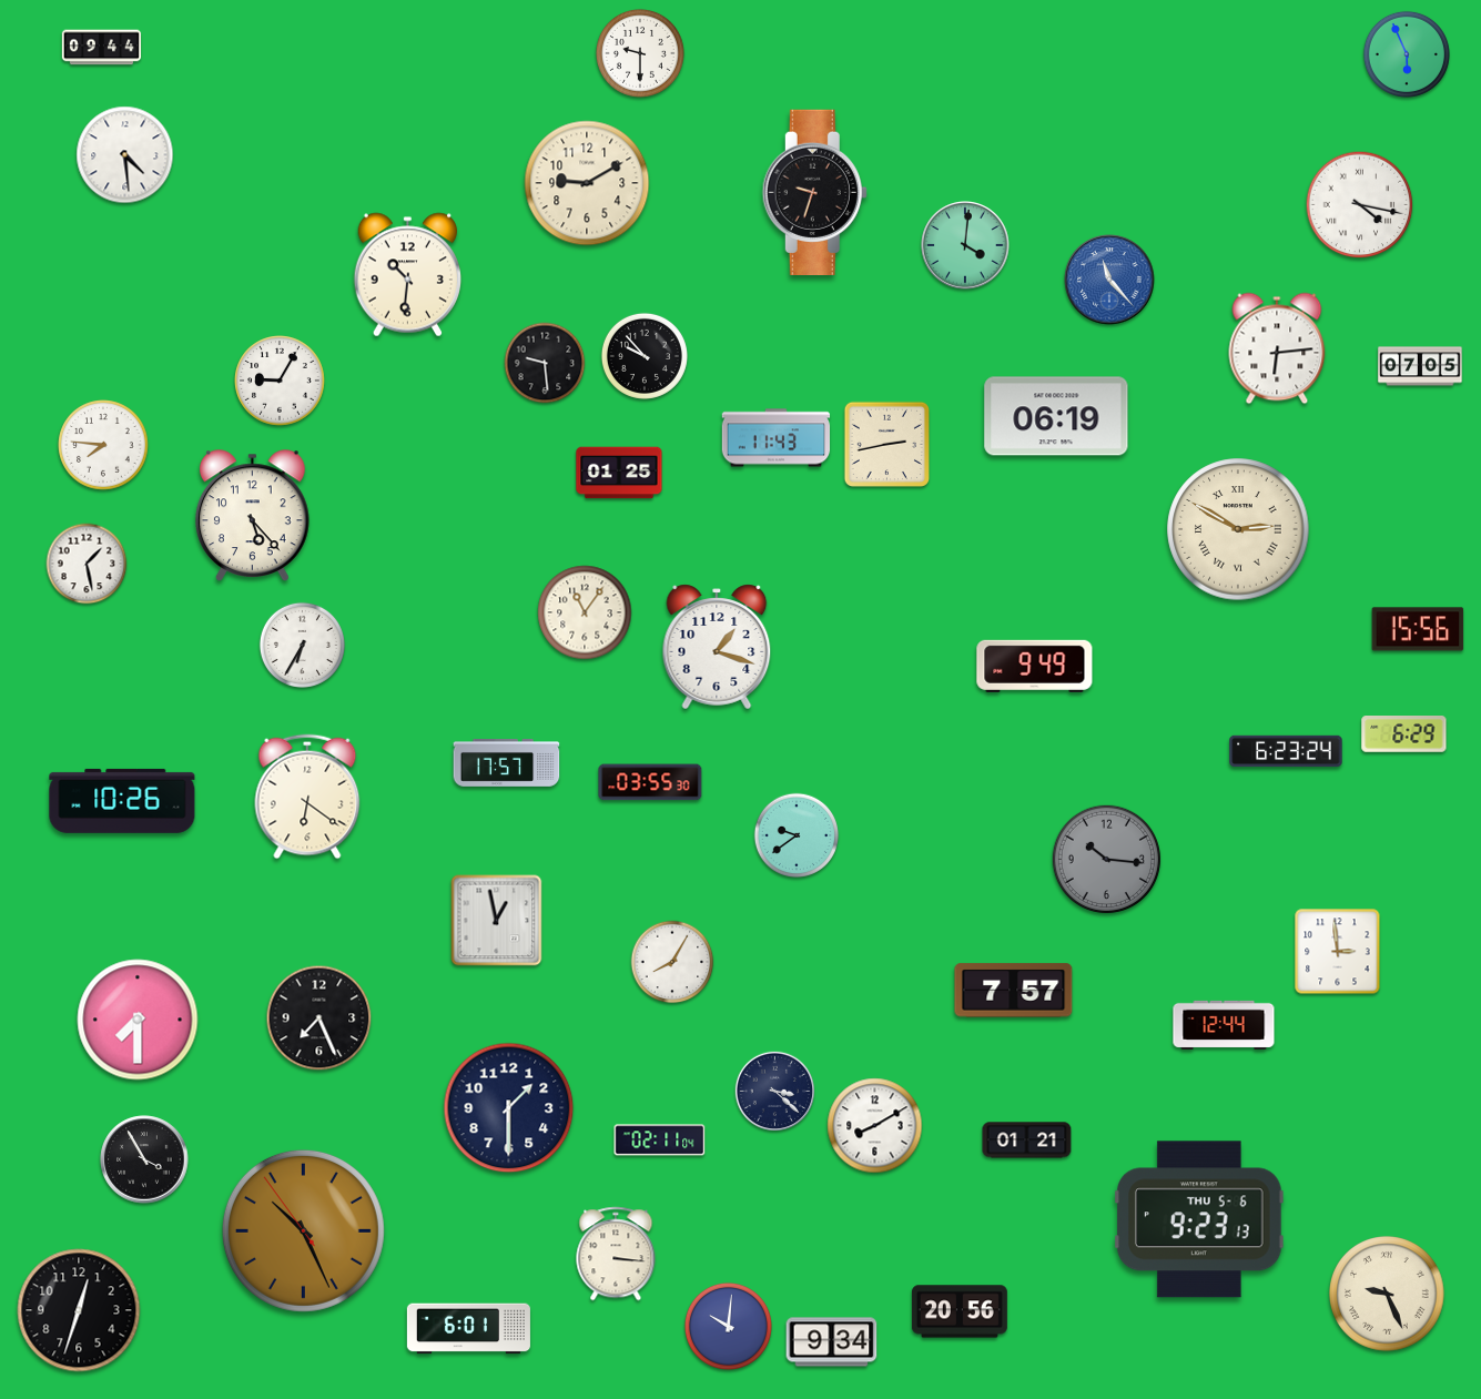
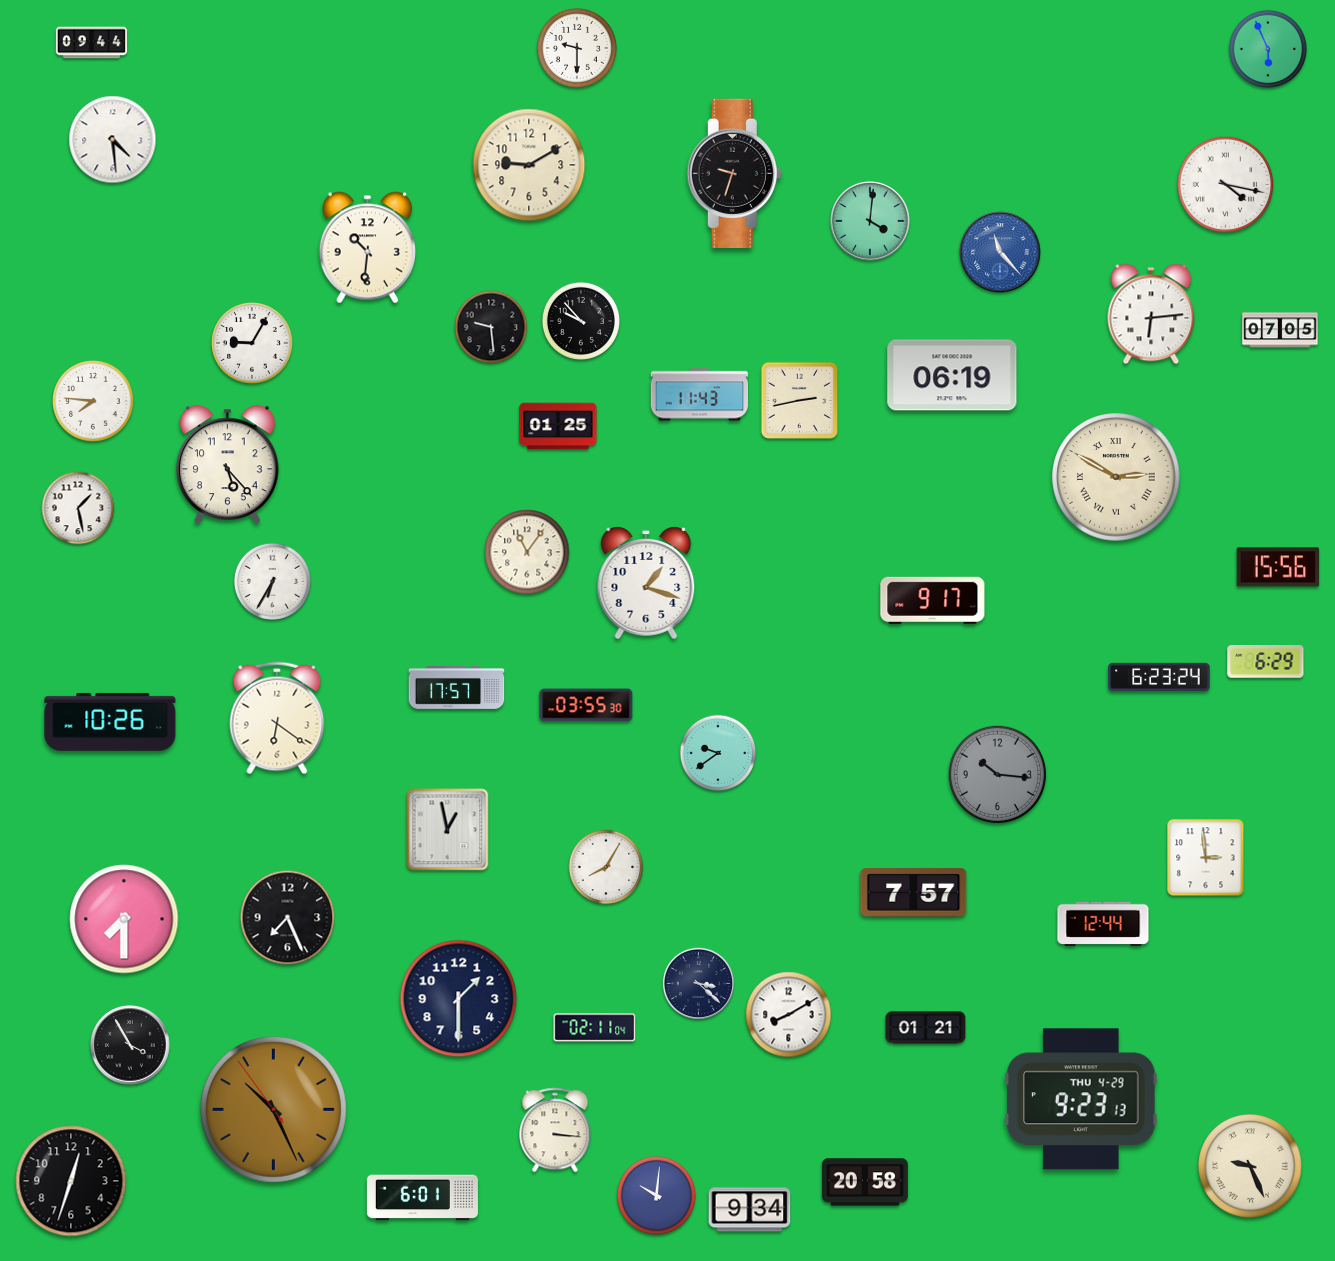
clock at (1035, 666): 9:49 -> 9:17
clock at (1200, 1219) date: THU 5-6 -> THU 4-29
clock at (960, 1311): 20:56 -> 20:58
